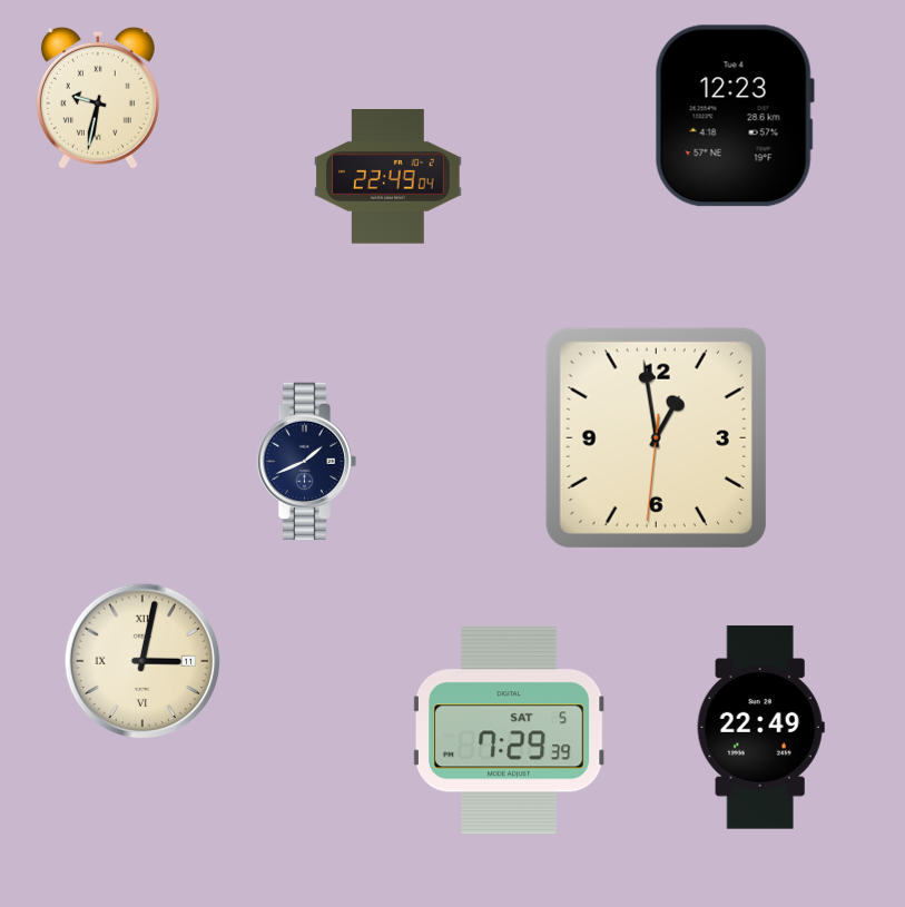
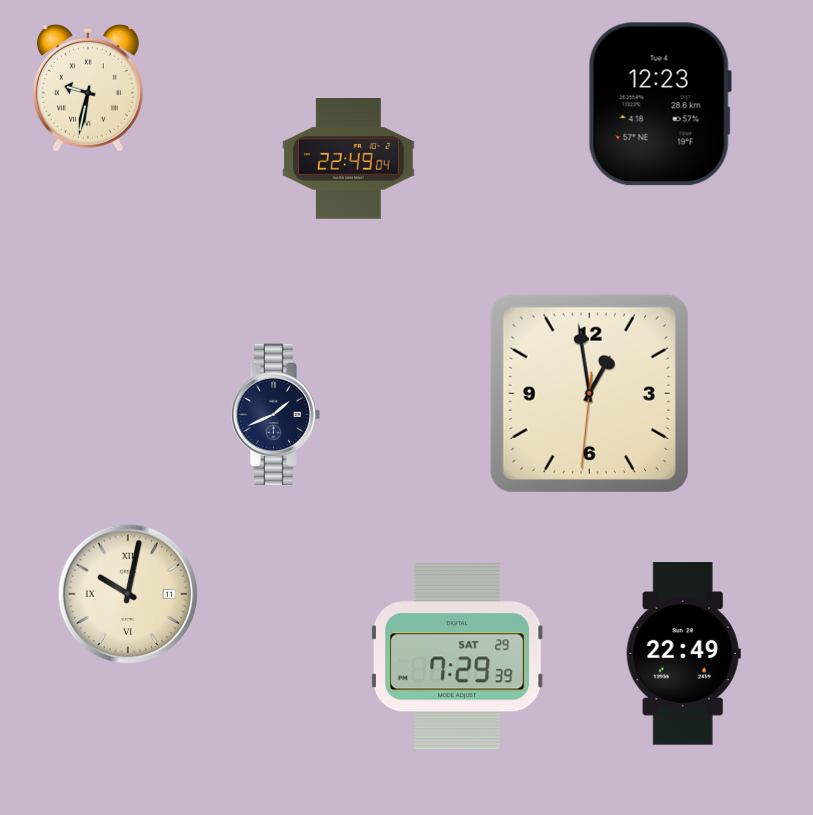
clock at (142, 661): 3:02 -> 10:02
clock at (509, 731) date: SAT 5 -> SAT 29
